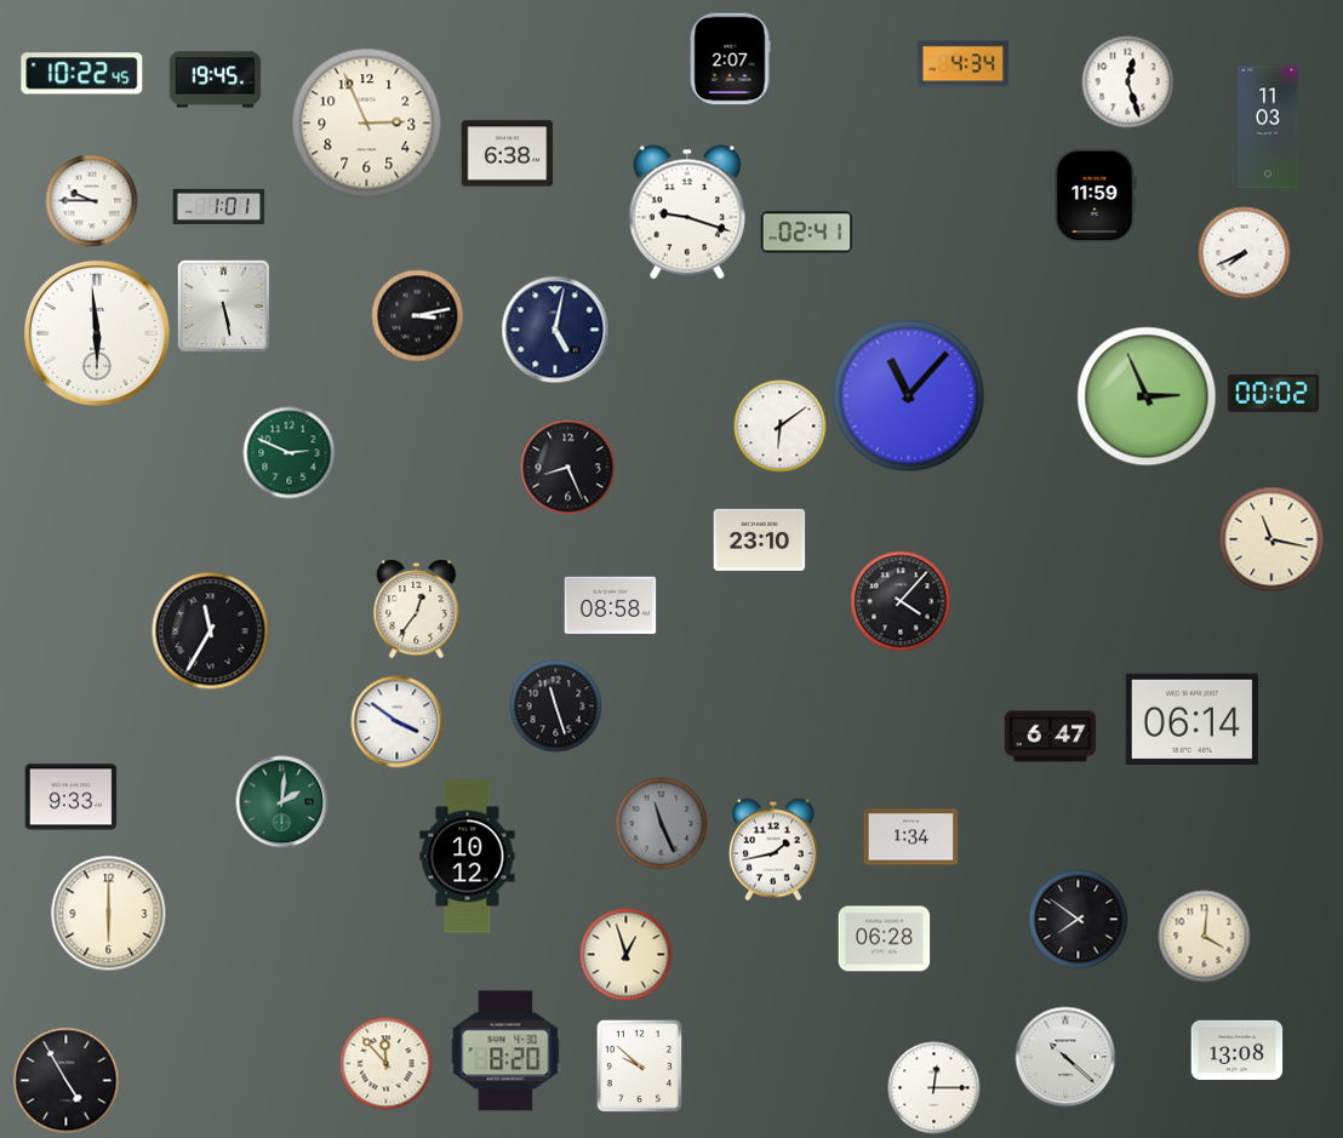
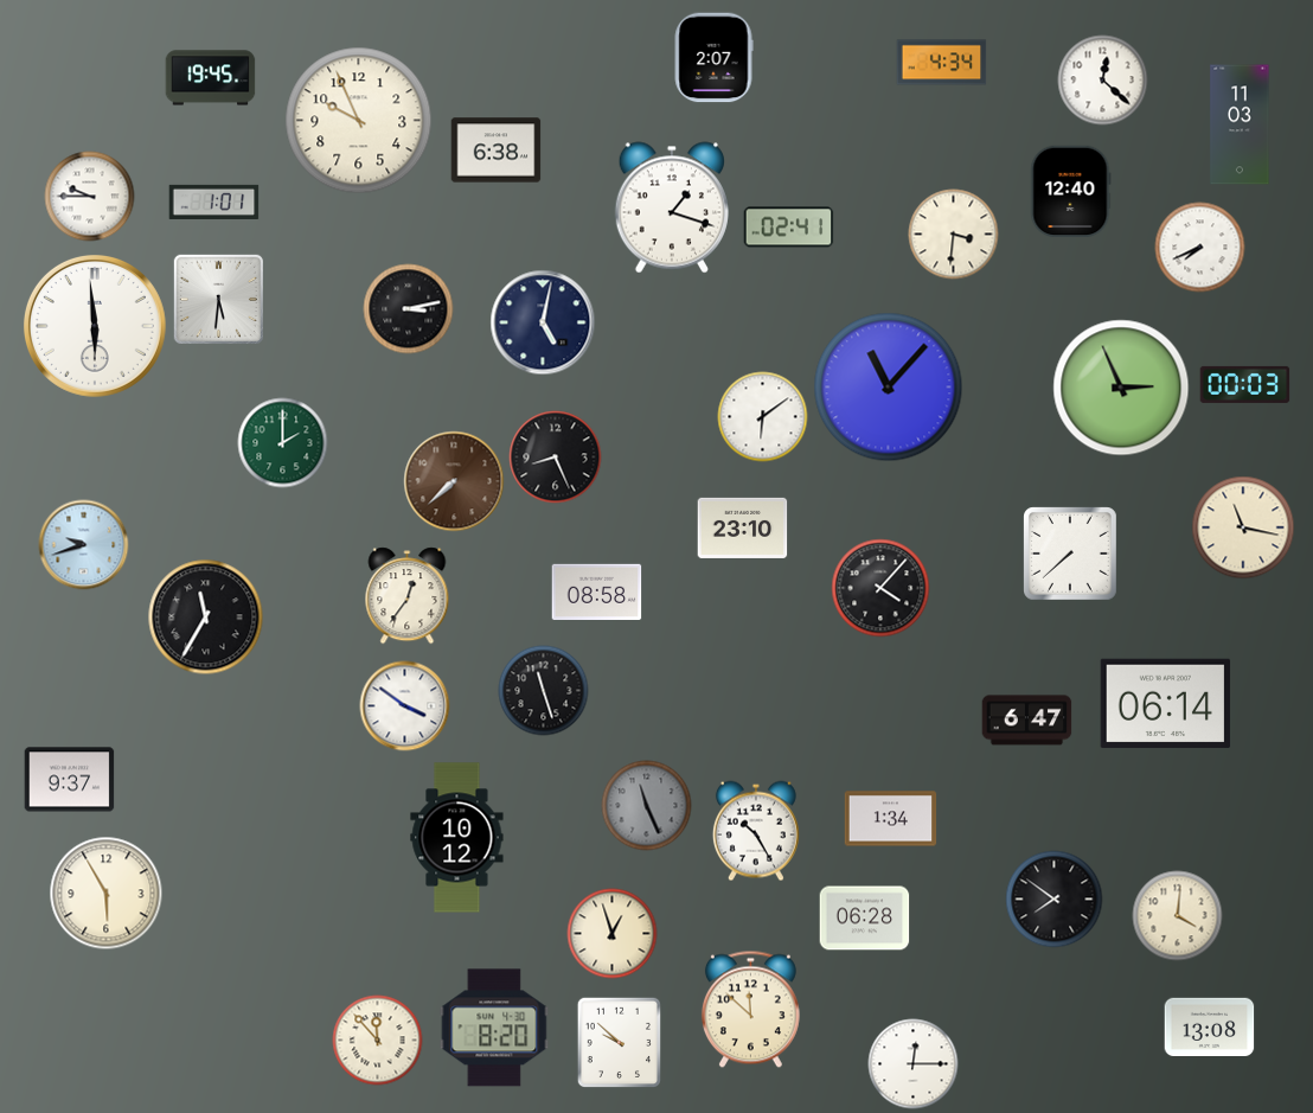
clock at (82, 74): 10:22 -> none
clock at (1128, 82): 12:27 -> 12:22
clock at (367, 124): 2:56 -> 9:56
clock at (1095, 196): 11:59 -> 12:40
clock at (687, 212): 9:18 -> 1:18
clock at (954, 235): none -> 3:31
clock at (1245, 253) position: (1245, 253) -> (1200, 248)
clock at (223, 305): 5:28 -> 5:31
clock at (1274, 393): 00:02 -> 00:03
clock at (290, 453): 2:49 -> 2:00
clock at (454, 481): none -> 7:38
clock at (84, 545): none -> 9:42
clock at (1071, 555): none -> 7:38
clock at (398, 722) position: (398, 722) -> (405, 706)
clock at (72, 797): 9:33 -> 9:37
clock at (282, 802): 2:01 -> none
clock at (773, 850): 1:43 -> 10:25
clock at (109, 914): 6:00 -> 5:55
clock at (750, 1010): none -> 11:52
clock at (1065, 1057): 10:22 -> none
clock at (639, 1065) position: (639, 1065) -> (619, 1042)
clock at (67, 1081): 4:55 -> none
